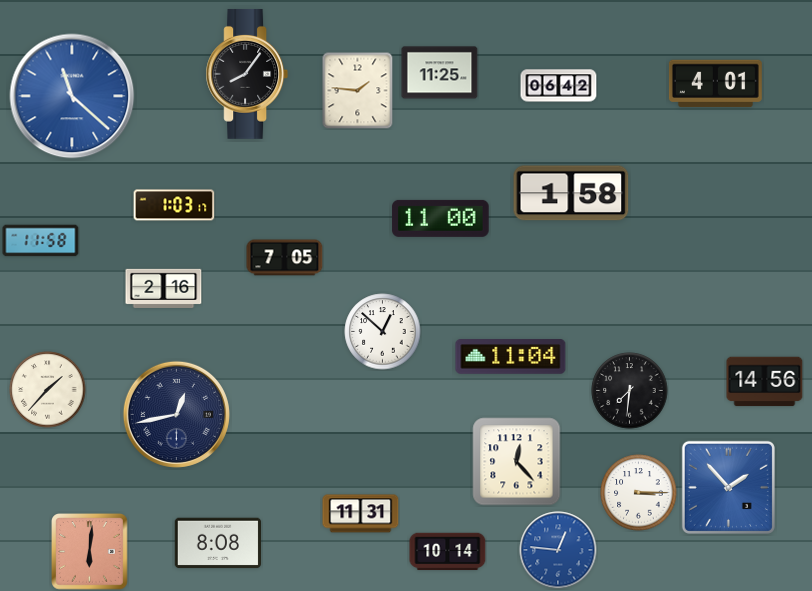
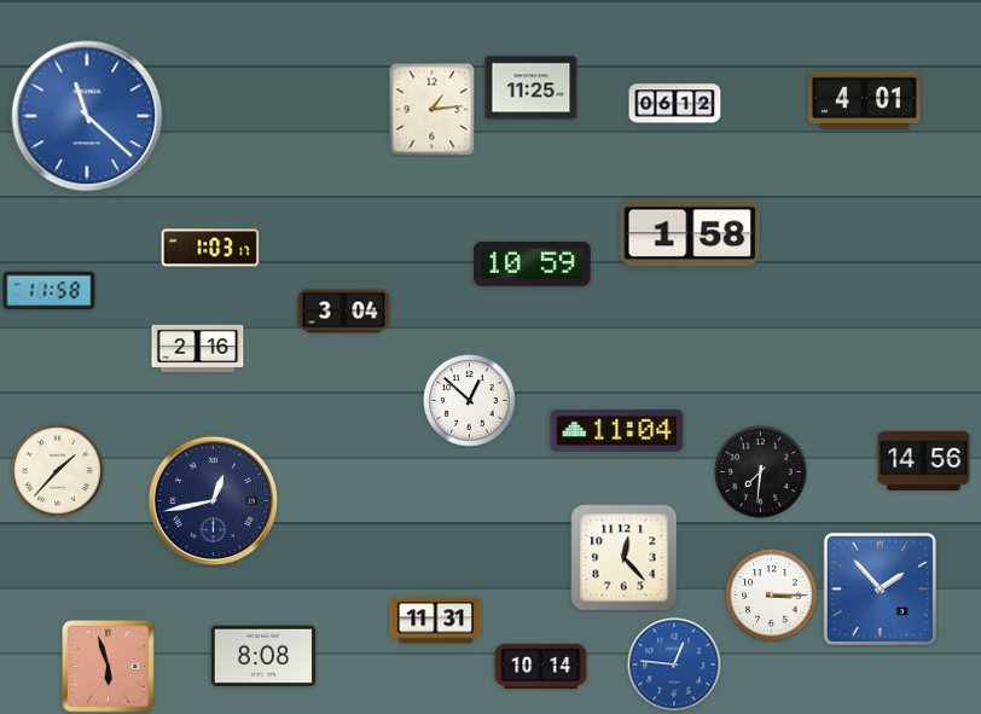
clock at (247, 74): 8:06 -> none
clock at (559, 86): 06:42 -> 06:12
clock at (358, 90): 1:46 -> 1:14
clock at (441, 218): 11:00 -> 10:59
clock at (285, 258): 7:05 -> 3:04
clock at (383, 332) position: (383, 332) -> (470, 401)
clock at (90, 552): 6:01 -> 5:57
